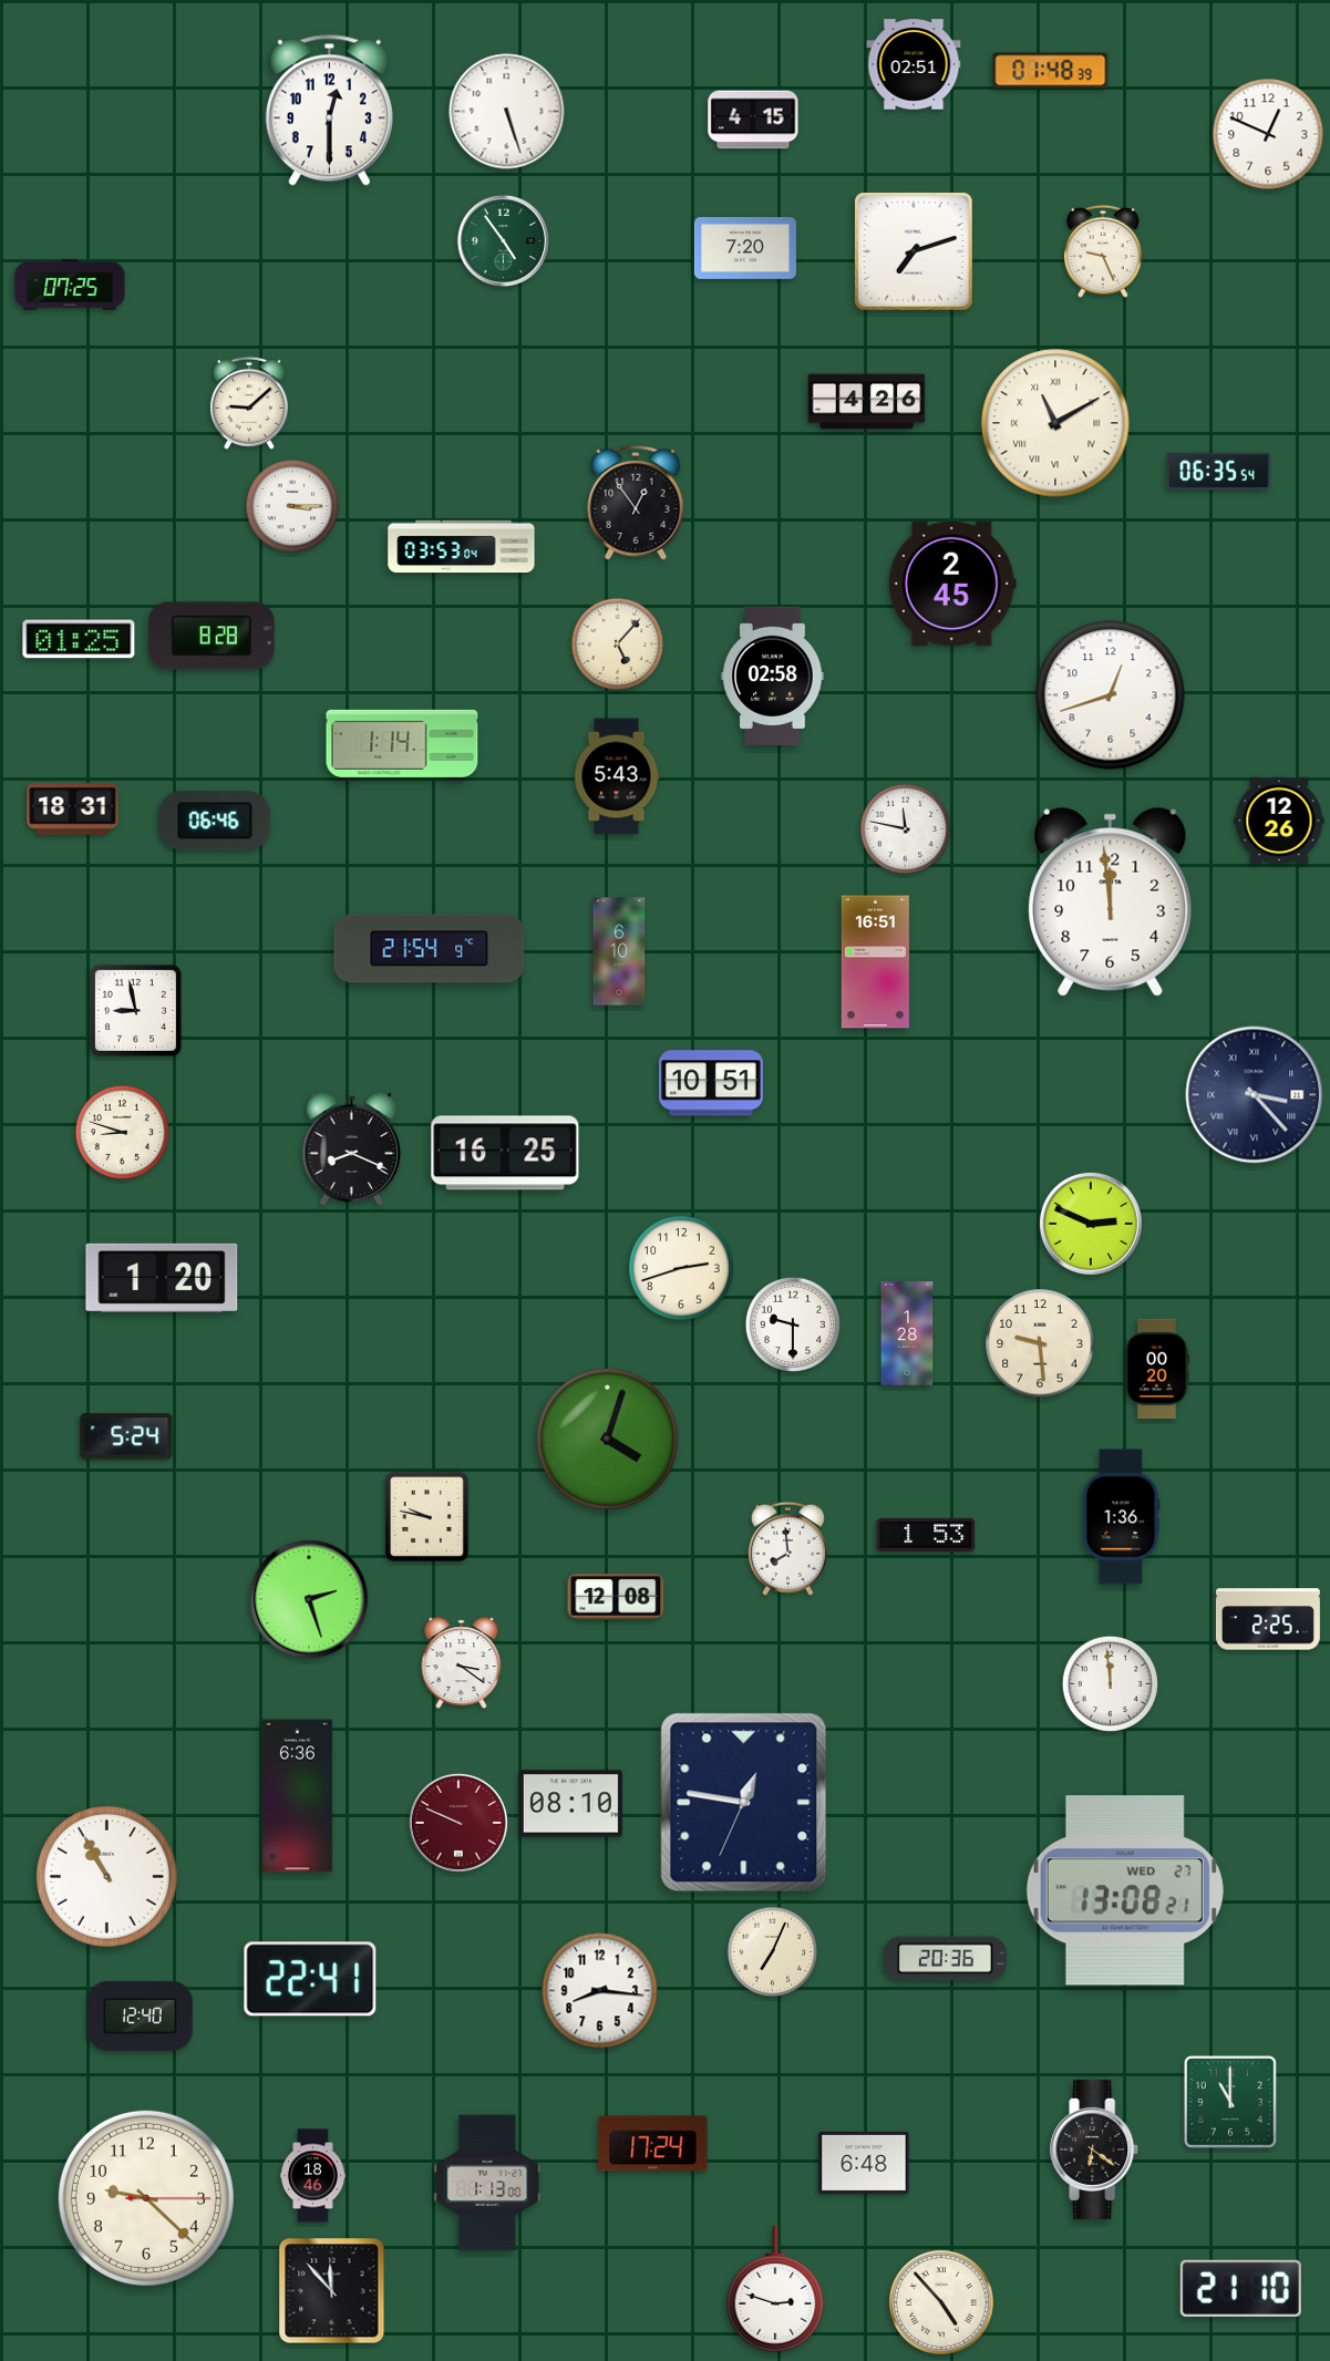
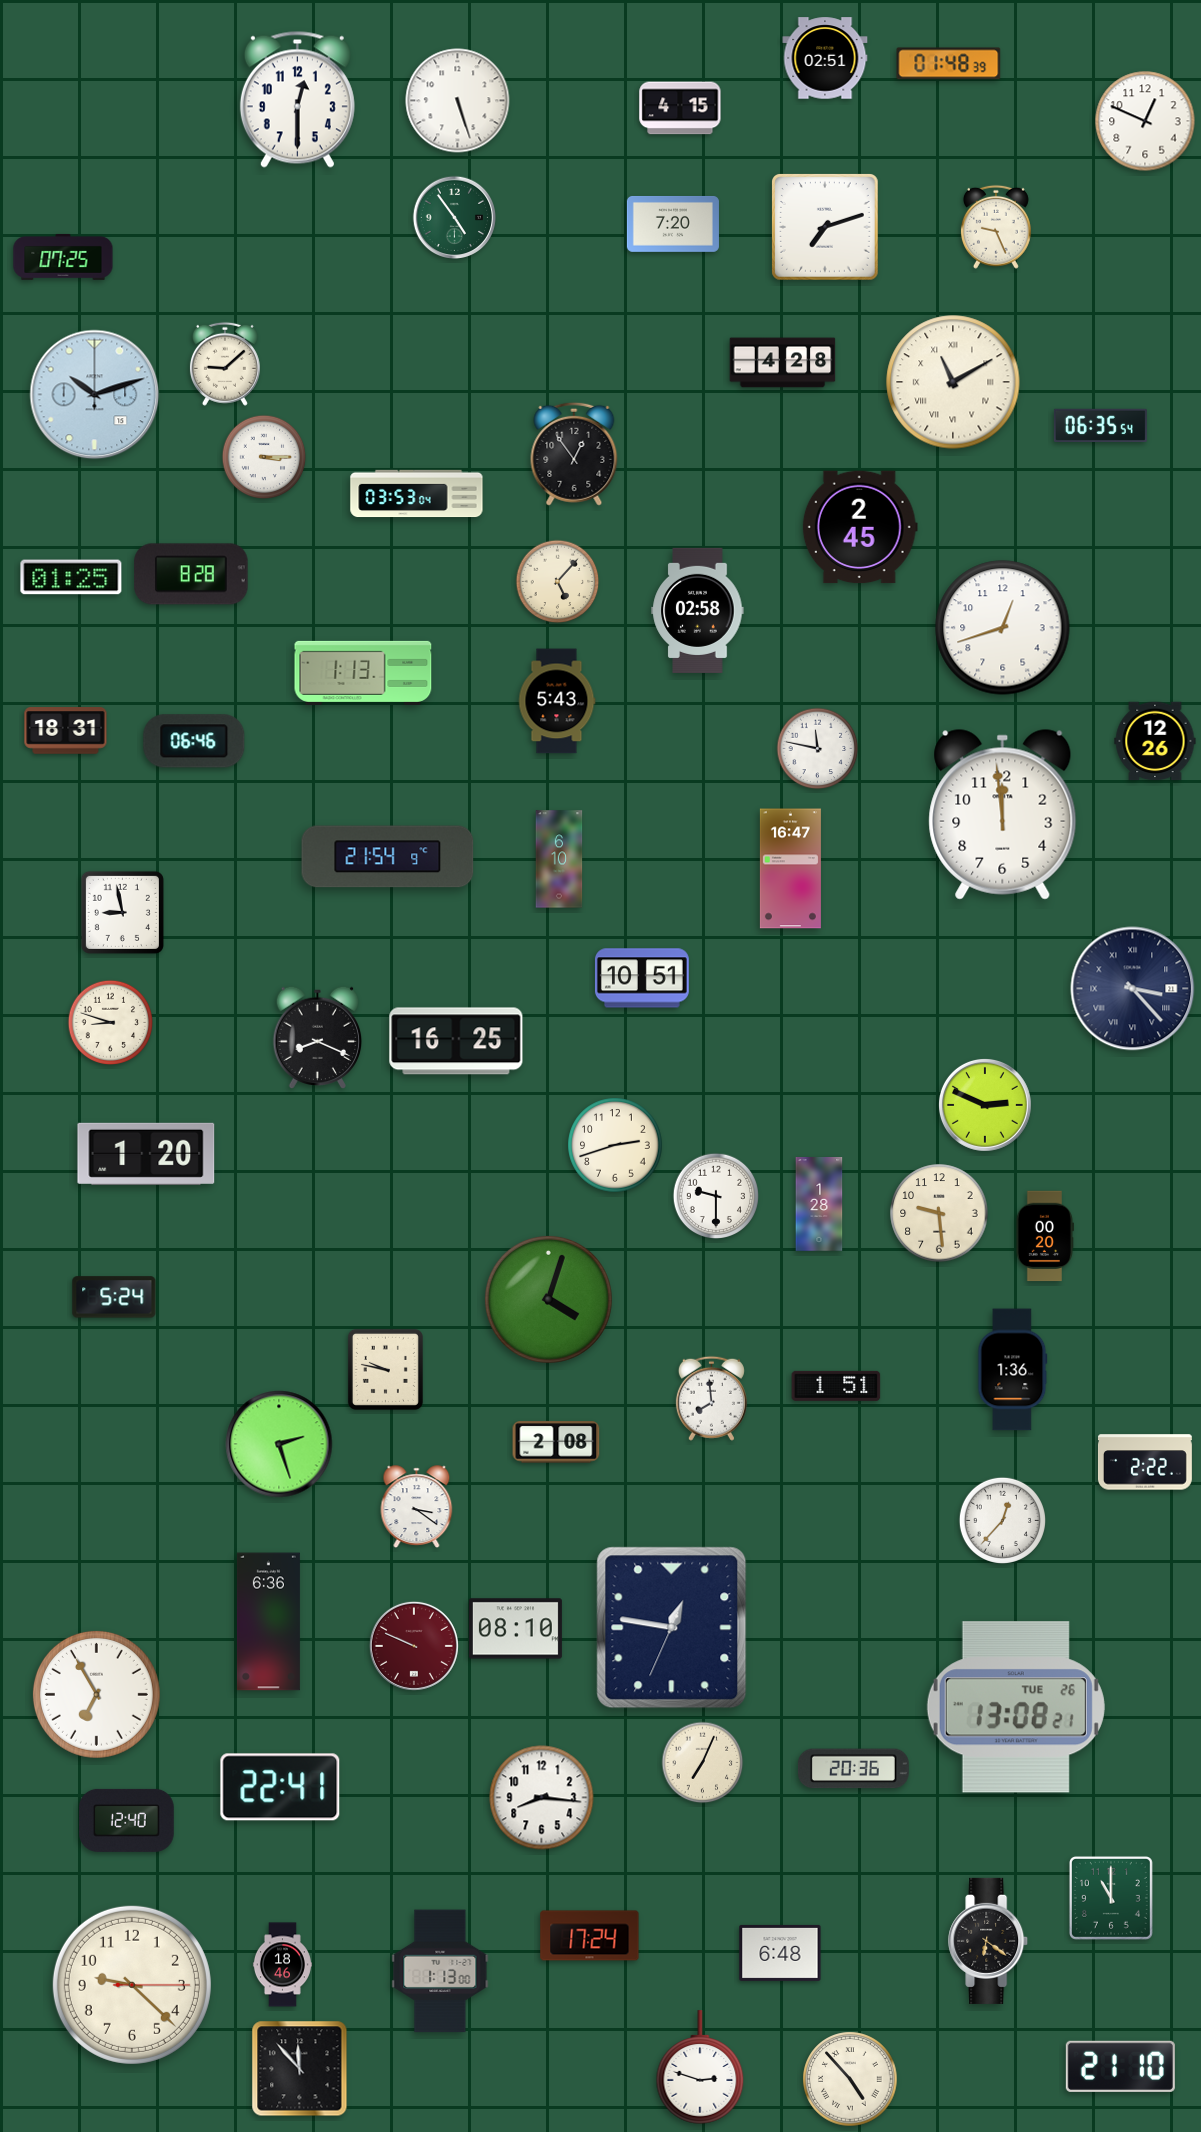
clock at (867, 402): 4:26 -> 4:28
clock at (95, 395): none -> 10:12
clock at (402, 745): 1:14 -> 1:13
clock at (875, 962): 16:51 -> 16:47
clock at (926, 1535): 1:53 -> 1:51
clock at (616, 1597): 12:08 -> 2:08
clock at (1269, 1619): 2:25 -> 2:22
clock at (462, 1662) position: (462, 1662) -> (417, 1506)
clock at (1110, 1683): 11:59 -> 12:37
clock at (106, 1876): 10:55 -> 6:55
clock at (1125, 1890) date: WED 27 -> TUE 26
clock at (773, 1952) position: (773, 1952) -> (703, 1763)
